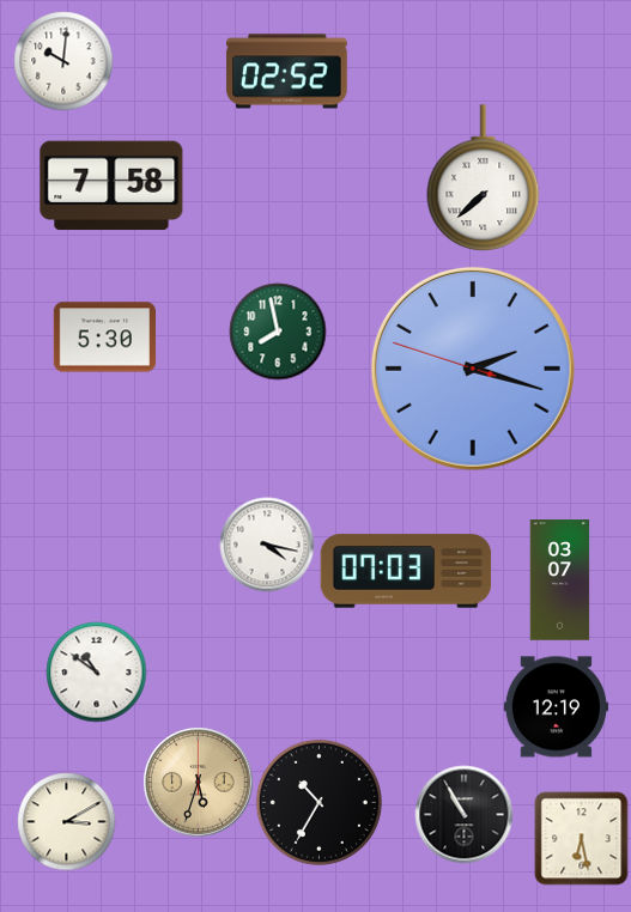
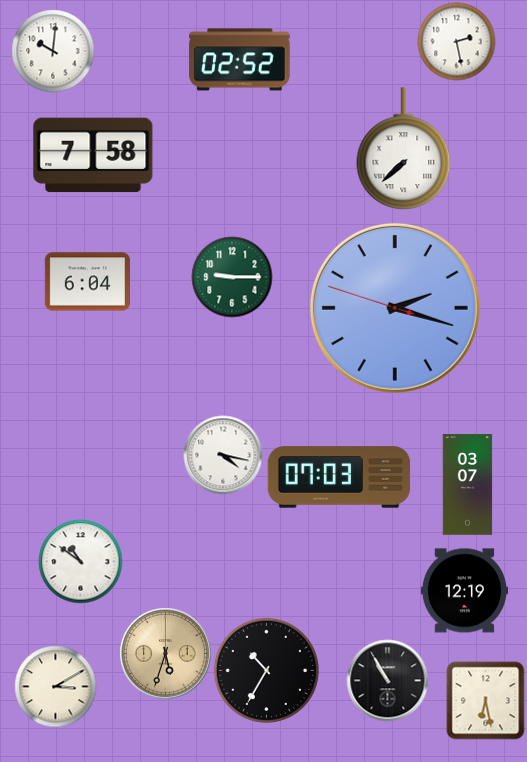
clock at (456, 41): none -> 2:28
clock at (278, 332): 7:58 -> 9:15
clock at (104, 338): 5:30 -> 6:04
